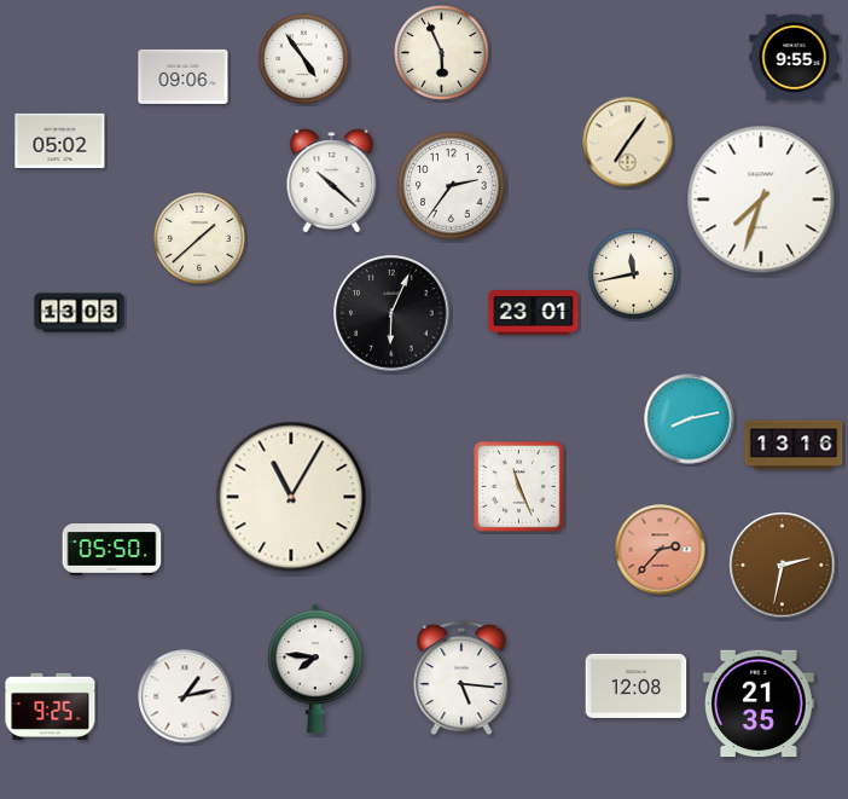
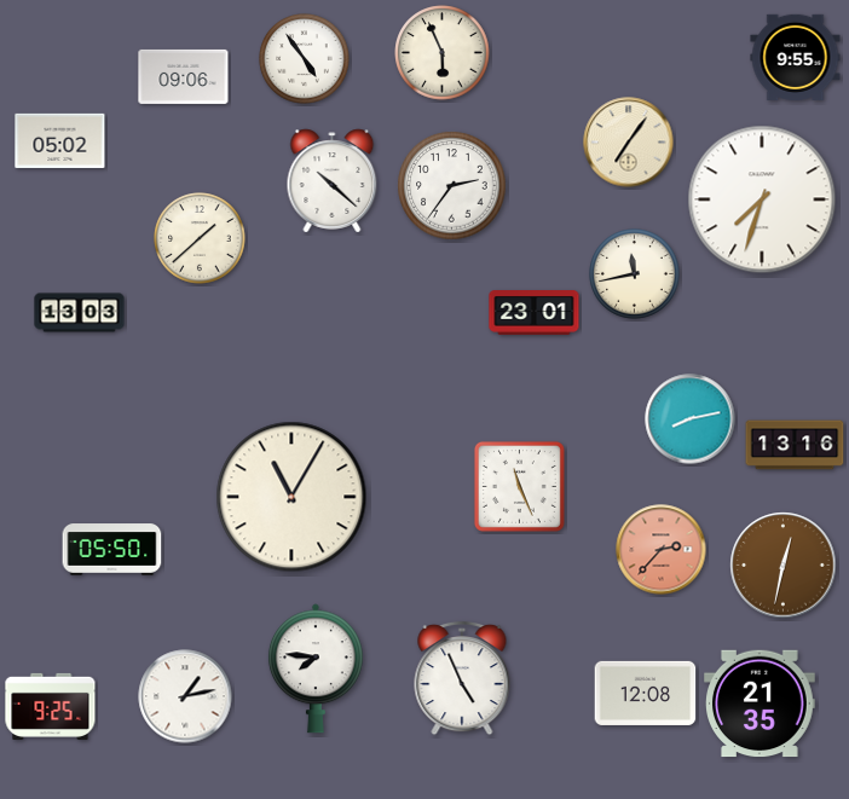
clock at (391, 313): 6:04 -> none
clock at (783, 566): 2:32 -> 12:32
clock at (461, 678): 5:16 -> 4:56
clock at (637, 685) position: (637, 685) -> (646, 693)
